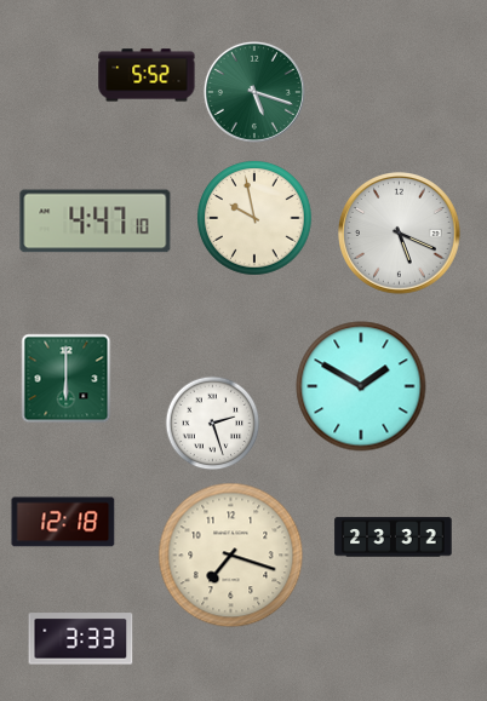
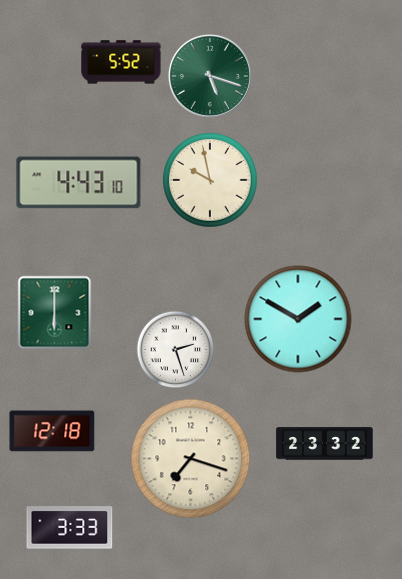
clock at (96, 222): 4:47 -> 4:43
clock at (400, 234): 5:19 -> none
clock at (81, 639) position: (81, 639) -> (70, 528)
